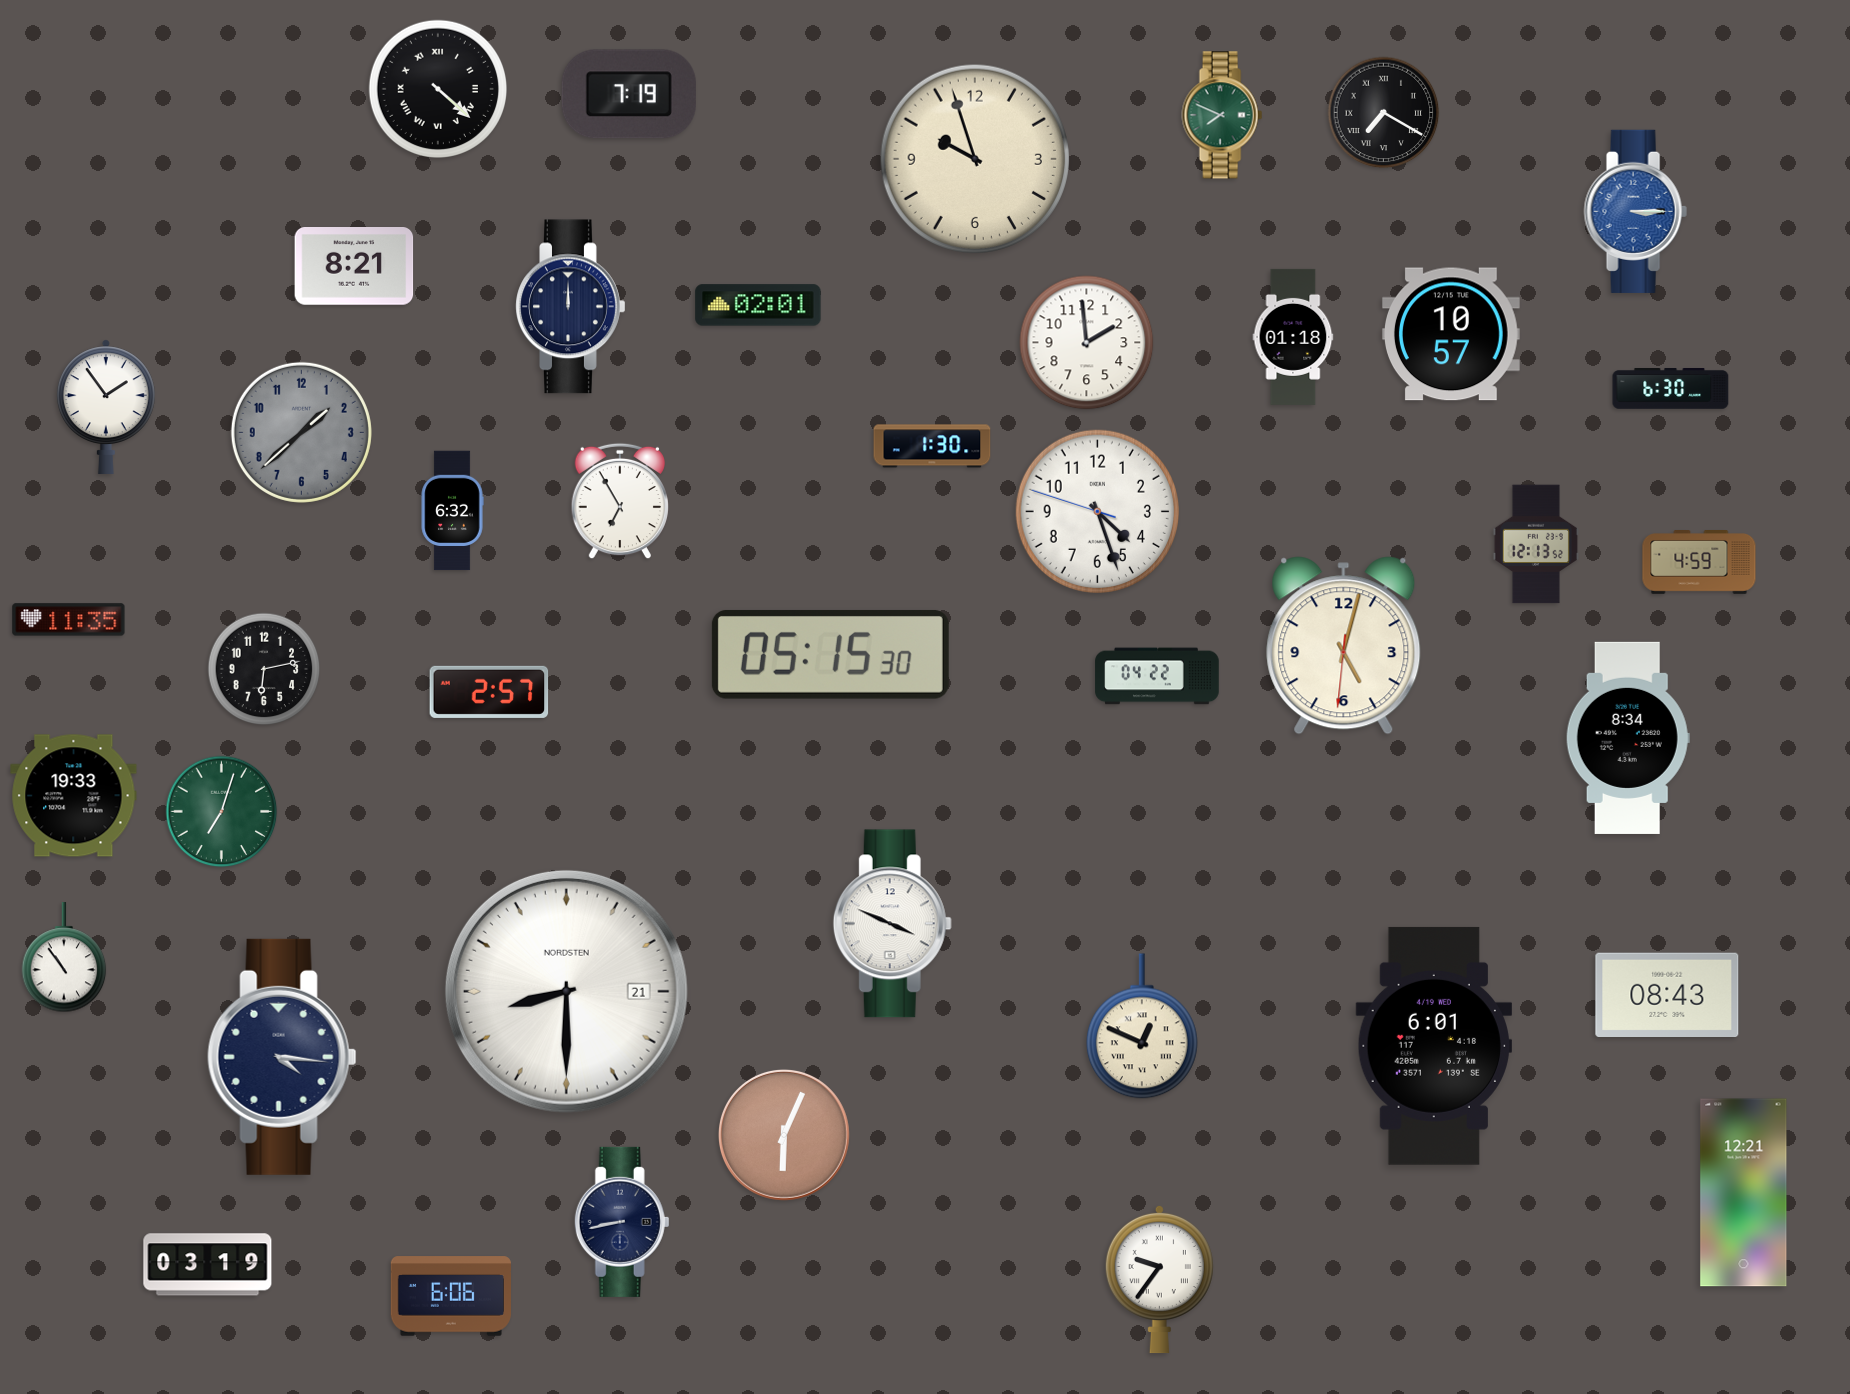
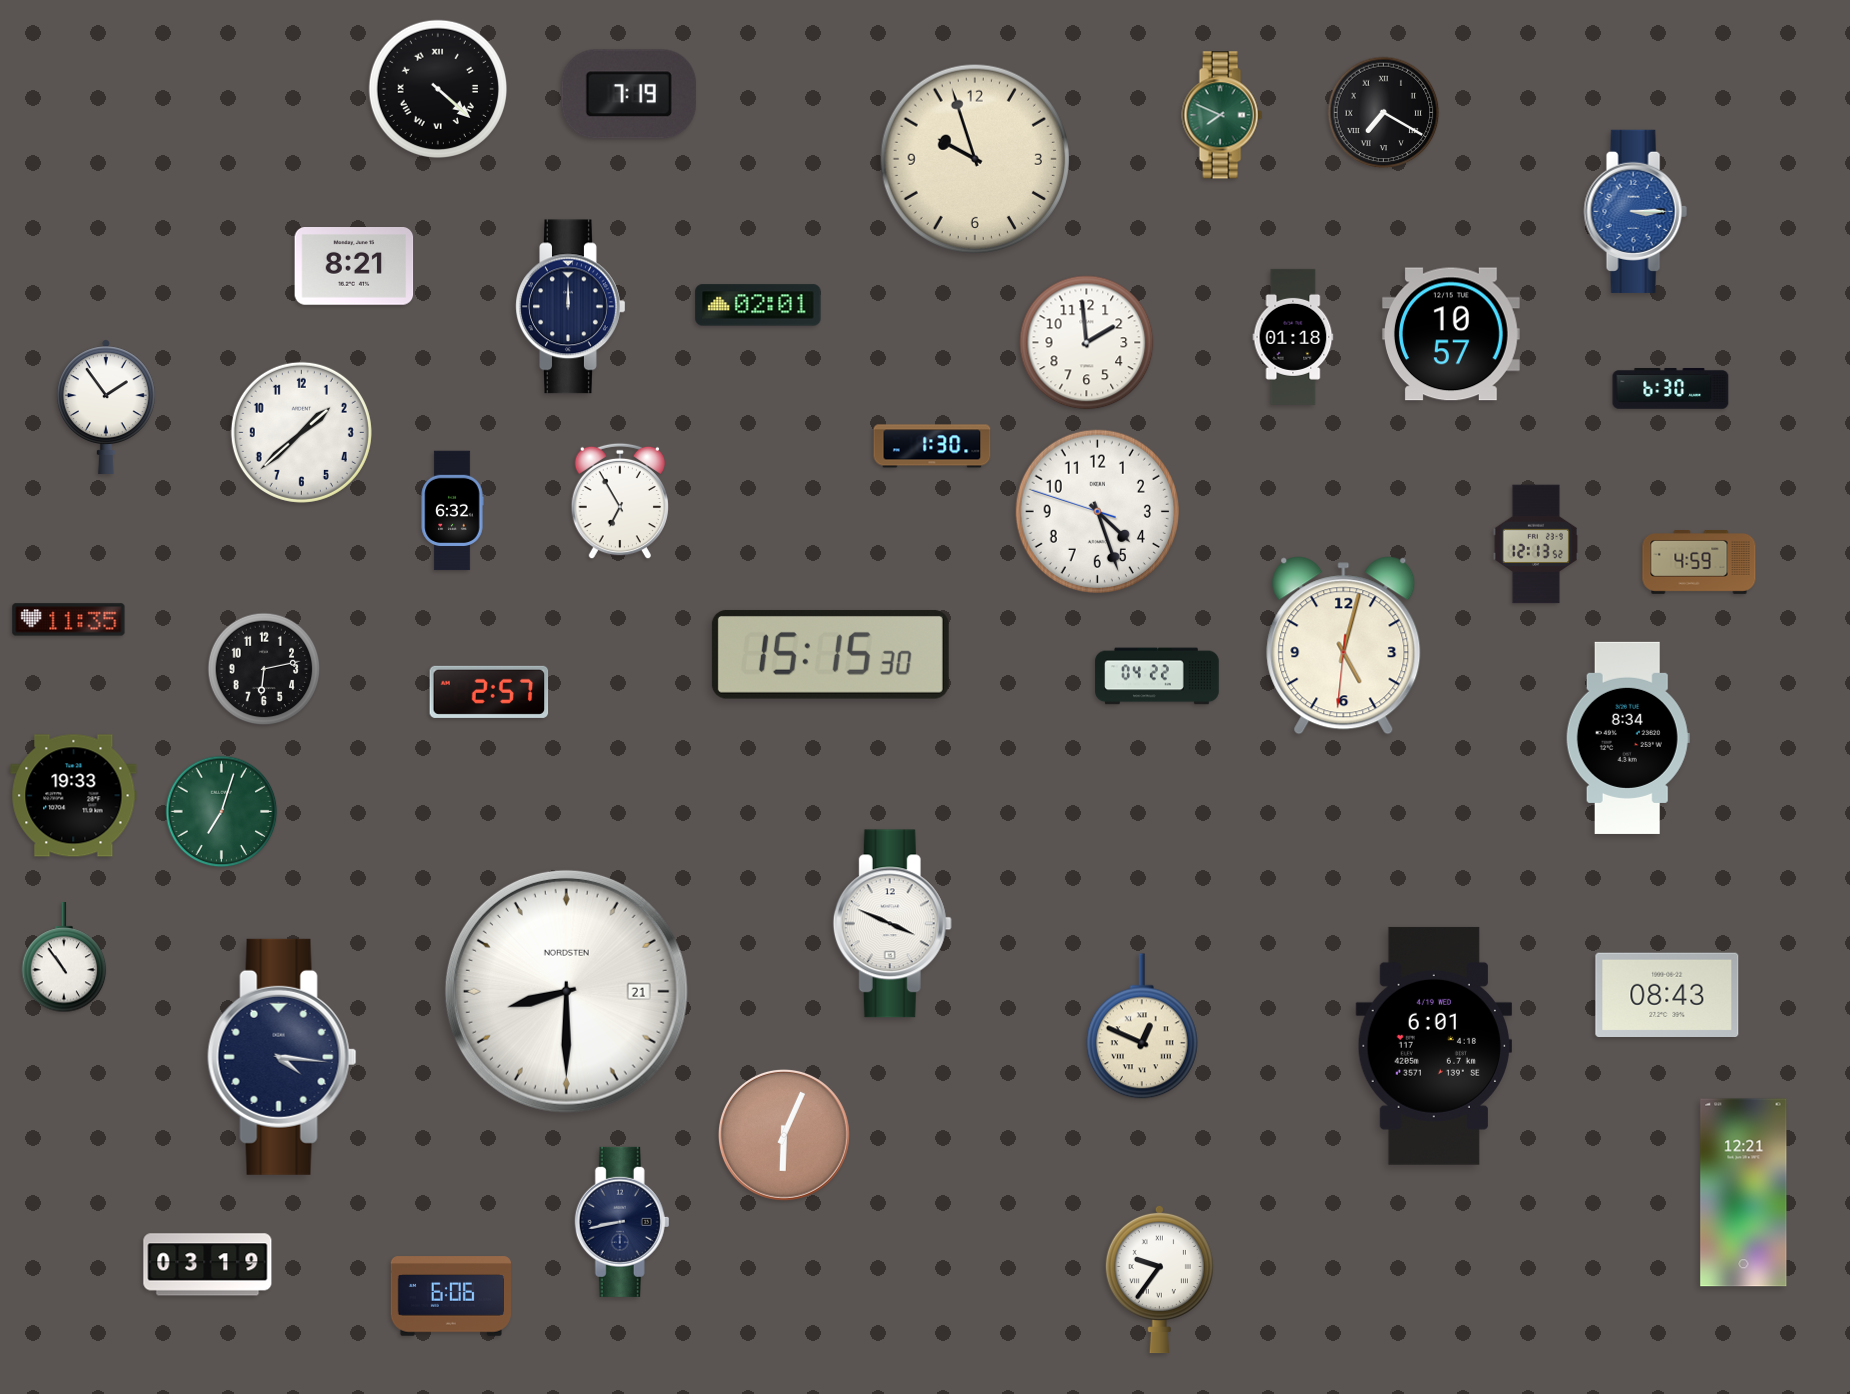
clock at (301, 432) dial: grey -> white
clock at (830, 654): 05:15 -> 15:15
